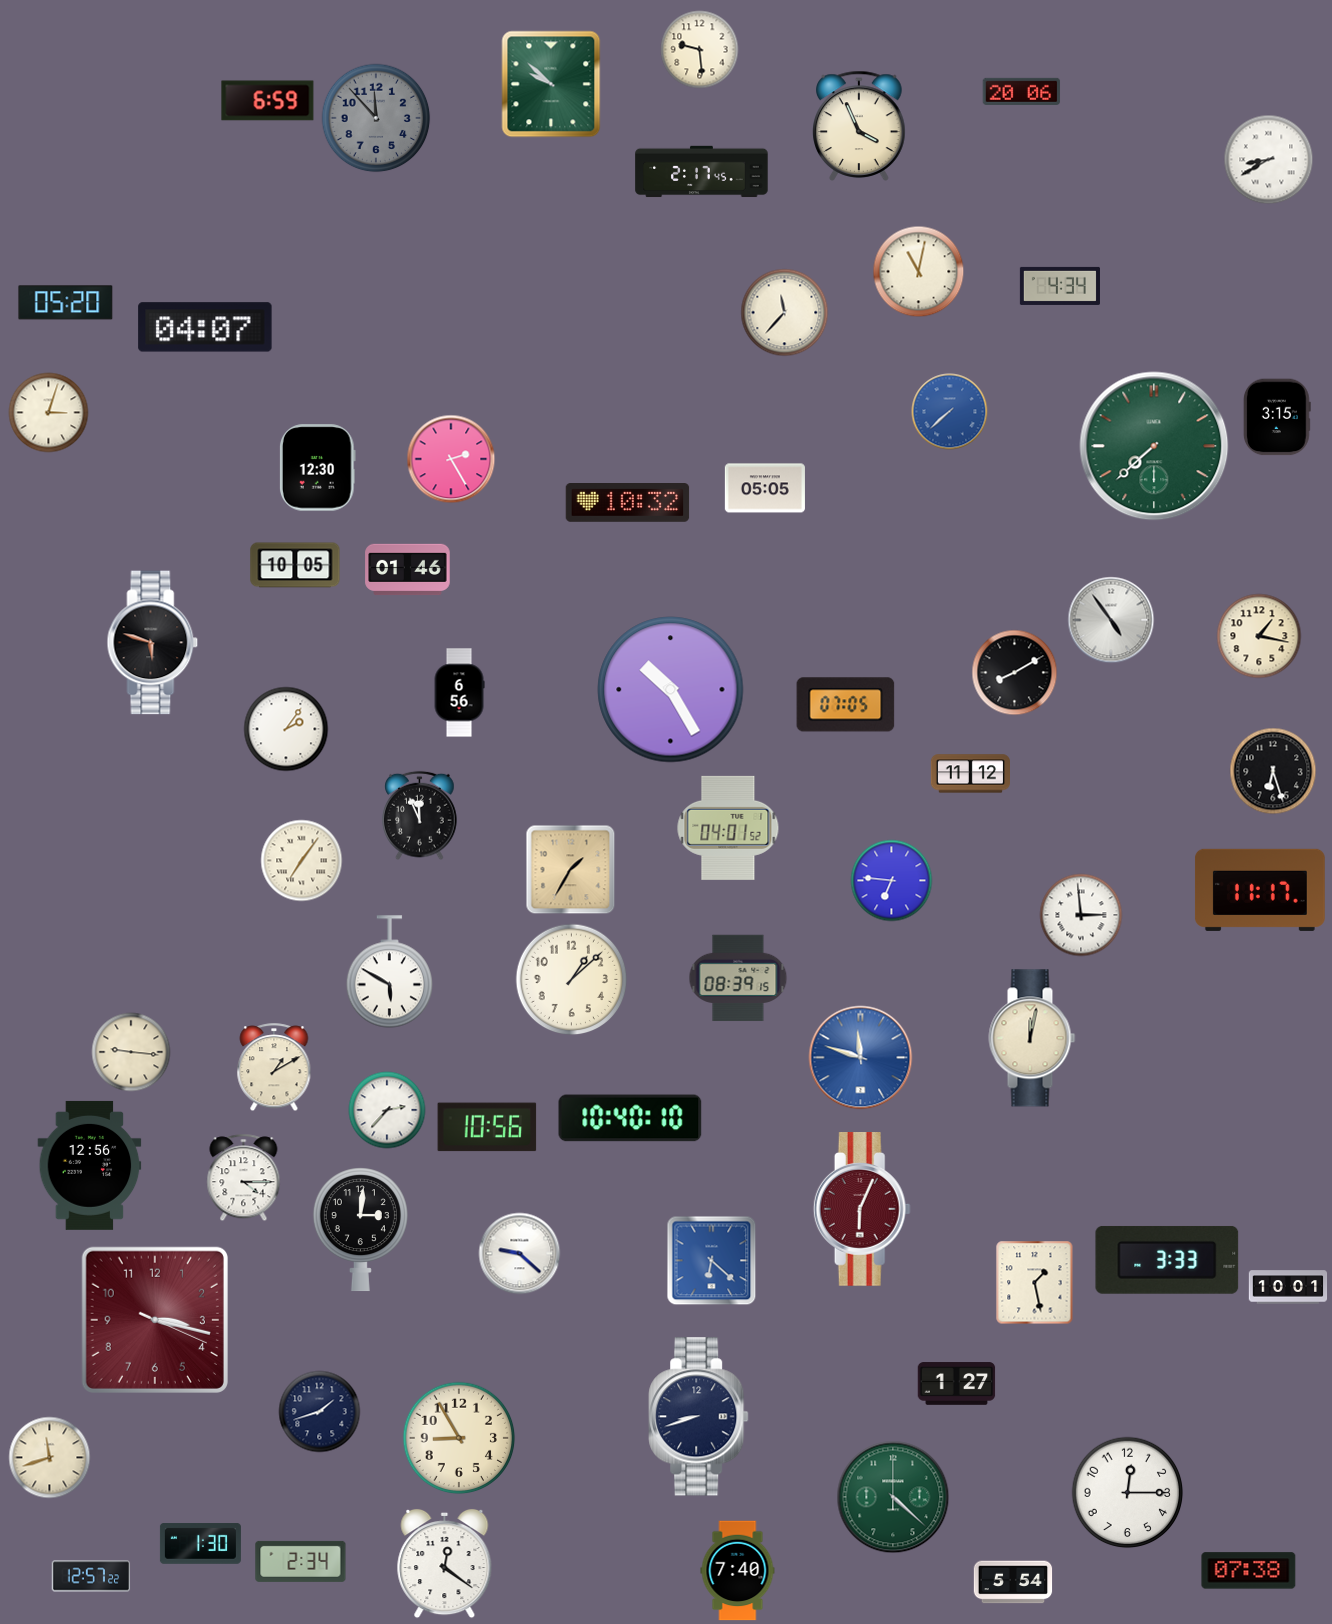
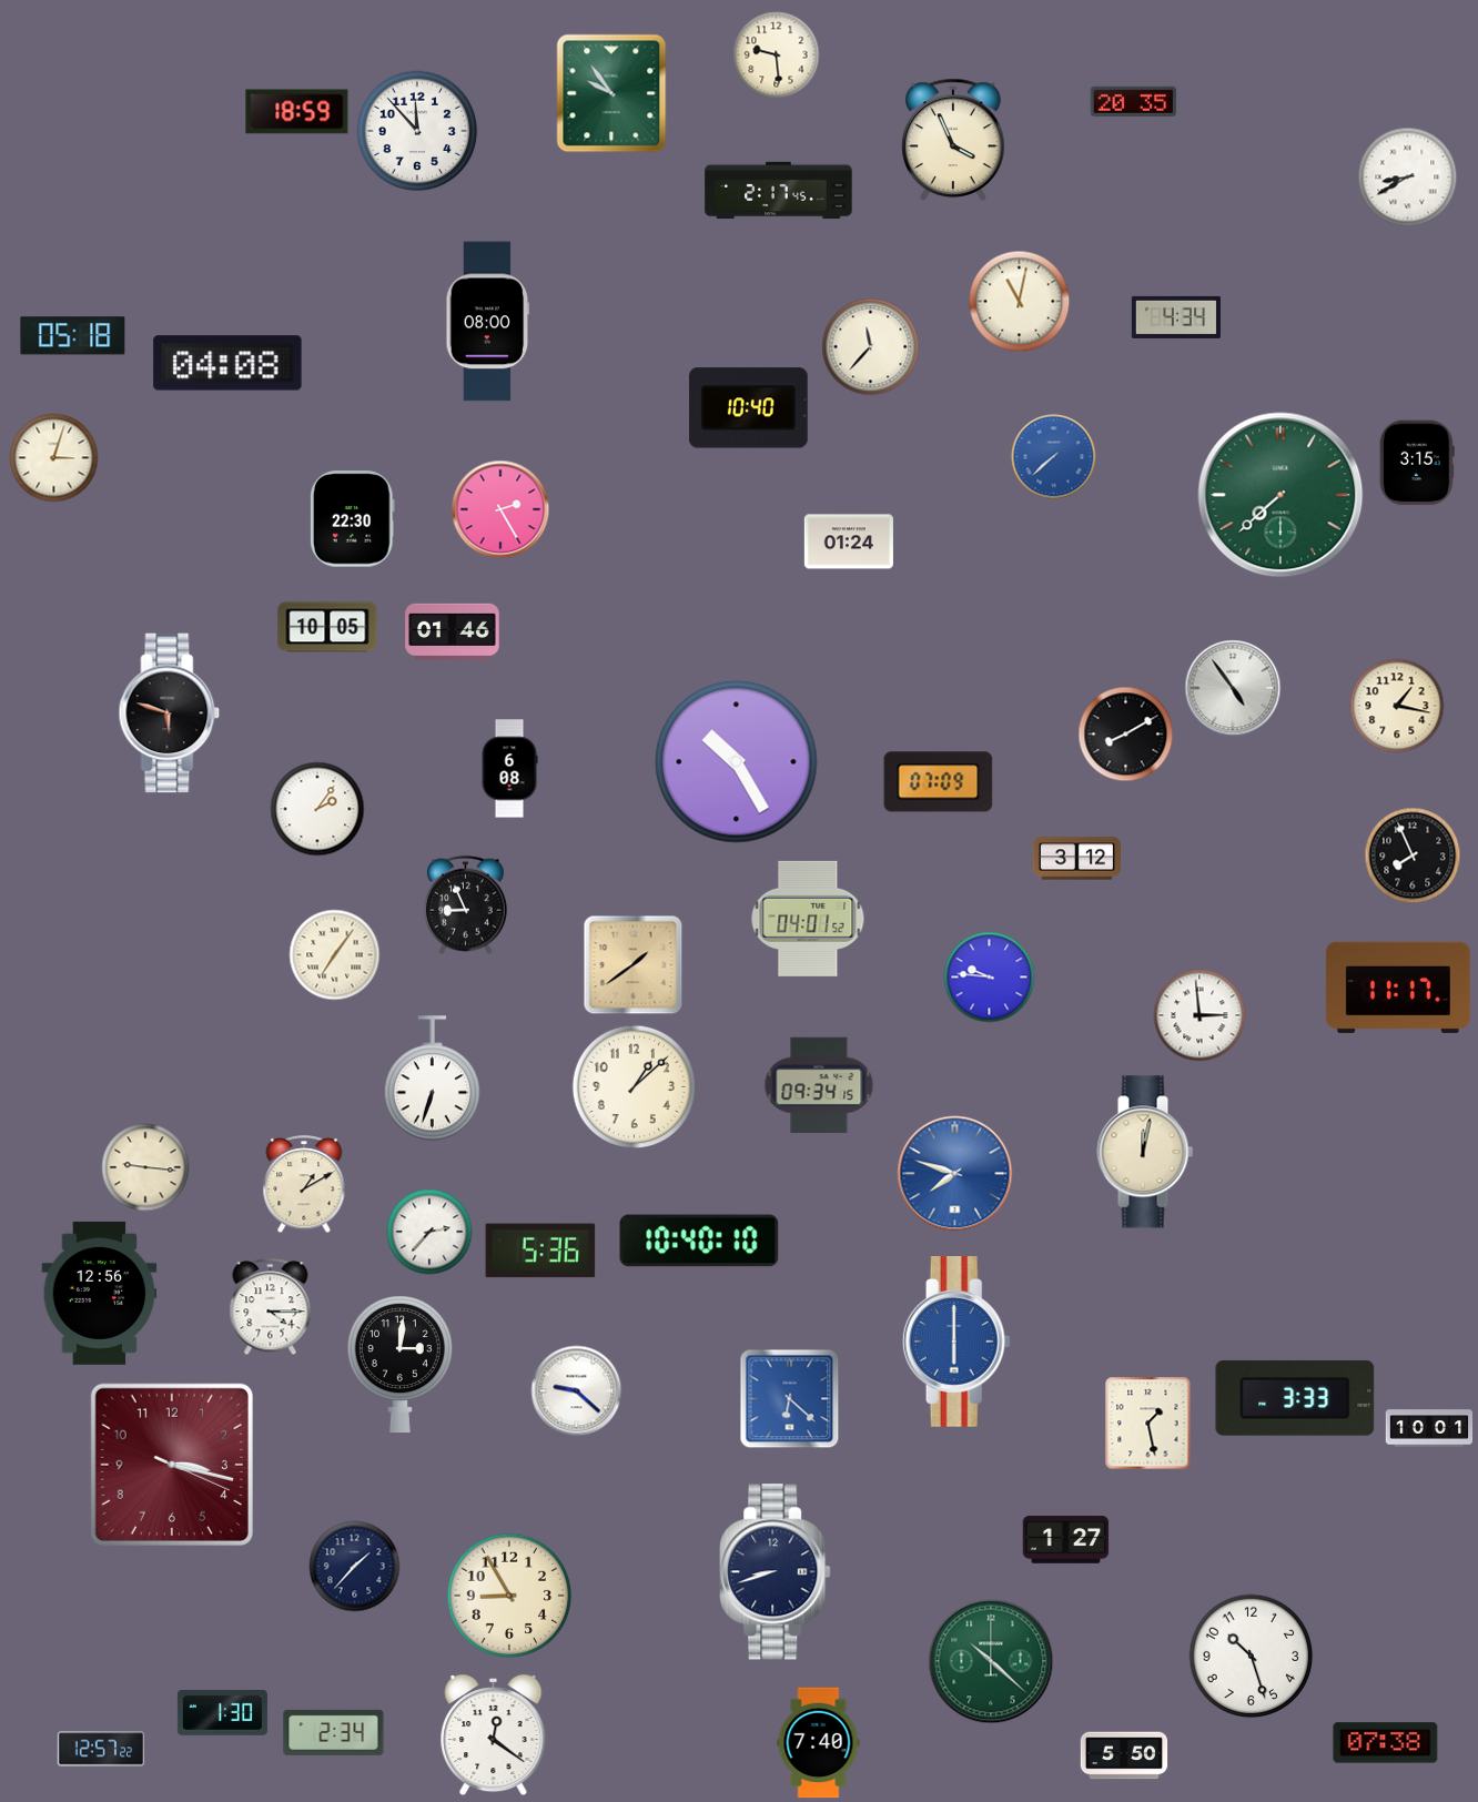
clock at (551, 84): 9:52 -> 9:54
clock at (1022, 91): 20:06 -> 20:35
clock at (268, 101): 6:59 -> 18:59
clock at (376, 118) dial: grey -> white
clock at (488, 322): none -> 08:00
clock at (66, 303): 05:20 -> 05:18
clock at (205, 327): 04:07 -> 04:08
clock at (748, 408): none -> 10:40
clock at (317, 468): 12:30 -> 22:30
clock at (765, 488): 05:05 -> 01:24
clock at (628, 503): 10:32 -> none
clock at (1015, 673) position: (1015, 673) -> (1126, 735)
clock at (671, 690) position: (671, 690) -> (737, 762)
clock at (459, 693): 6:56 -> 6:08
clock at (846, 705): 07:05 -> 07:09
clock at (1273, 771): 6:27 -> 7:56
clock at (970, 774): 11:12 -> 3:12
clock at (420, 816): 11:56 -> 8:56
clock at (571, 870): 1:35 -> 1:39
clock at (892, 881): 6:46 -> 9:46
clock at (389, 972): 5:50 -> 6:33
clock at (738, 978): 08:39 -> 09:34
clock at (861, 1058): 11:48 -> 7:48
clock at (487, 1127): 10:56 -> 5:36
clock at (862, 1210): 6:04 -> 6:00
clock at (862, 1210) dial: burgundy -> blue
clock at (957, 1384) position: (957, 1384) -> (1066, 1540)
clock at (320, 1412): 1:42 -> 1:37
clock at (50, 1458): 11:42 -> none
clock at (1128, 1493): 12:15 -> 10:27
clock at (893, 1497): 4:22 -> 10:22
clock at (1013, 1582): 5:54 -> 5:50
